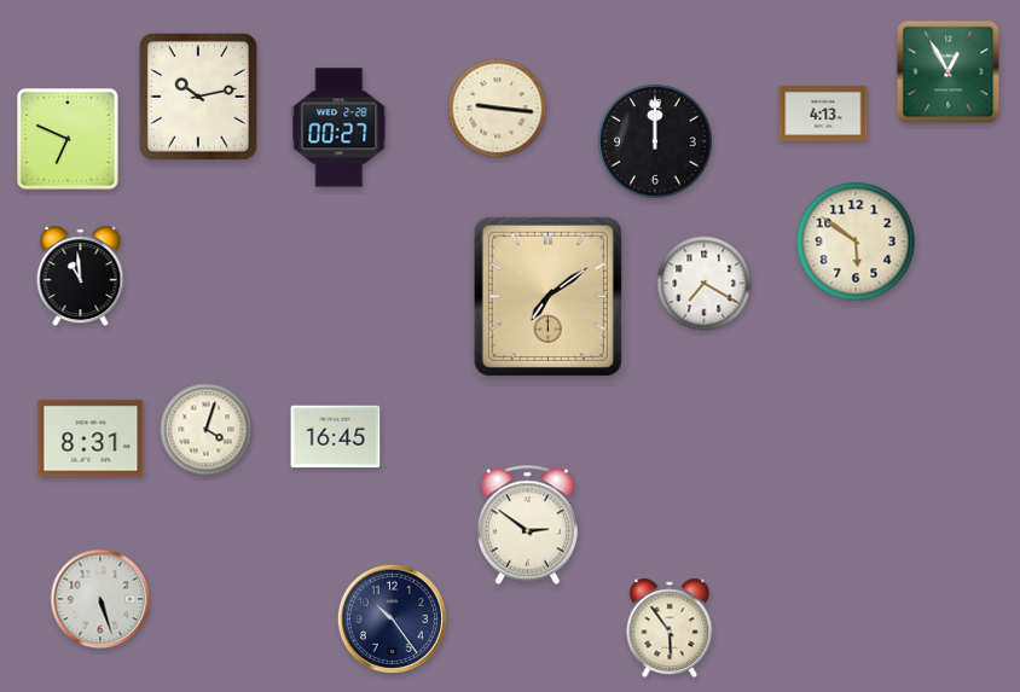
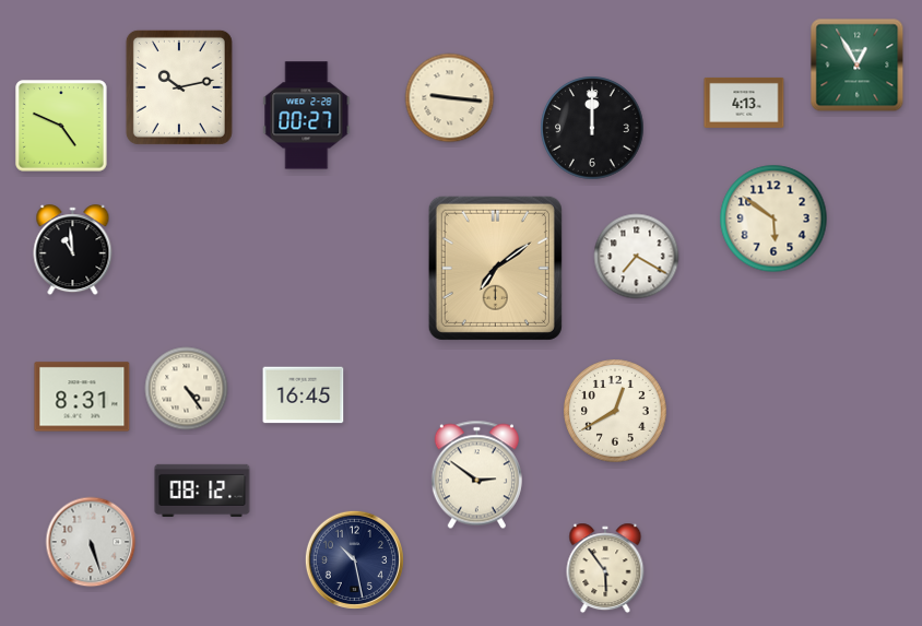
clock at (69, 140): 6:49 -> 4:49
clock at (207, 430): 4:03 -> 4:24
clock at (615, 411): none -> 12:40
clock at (202, 491): none -> 08:12
clock at (392, 618): 10:24 -> 10:28
